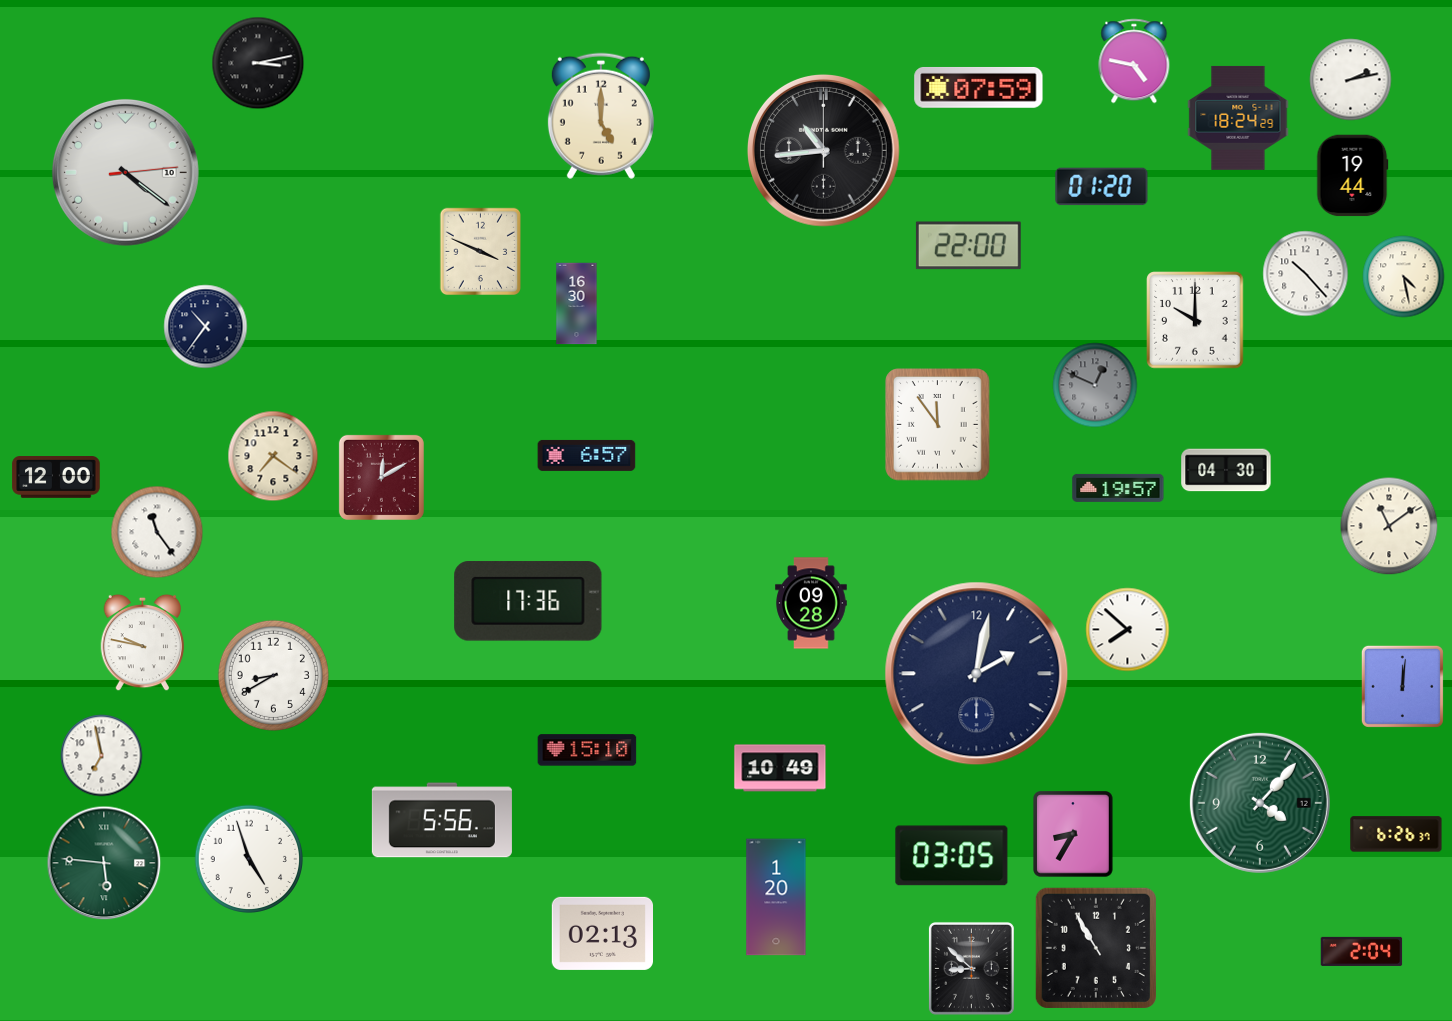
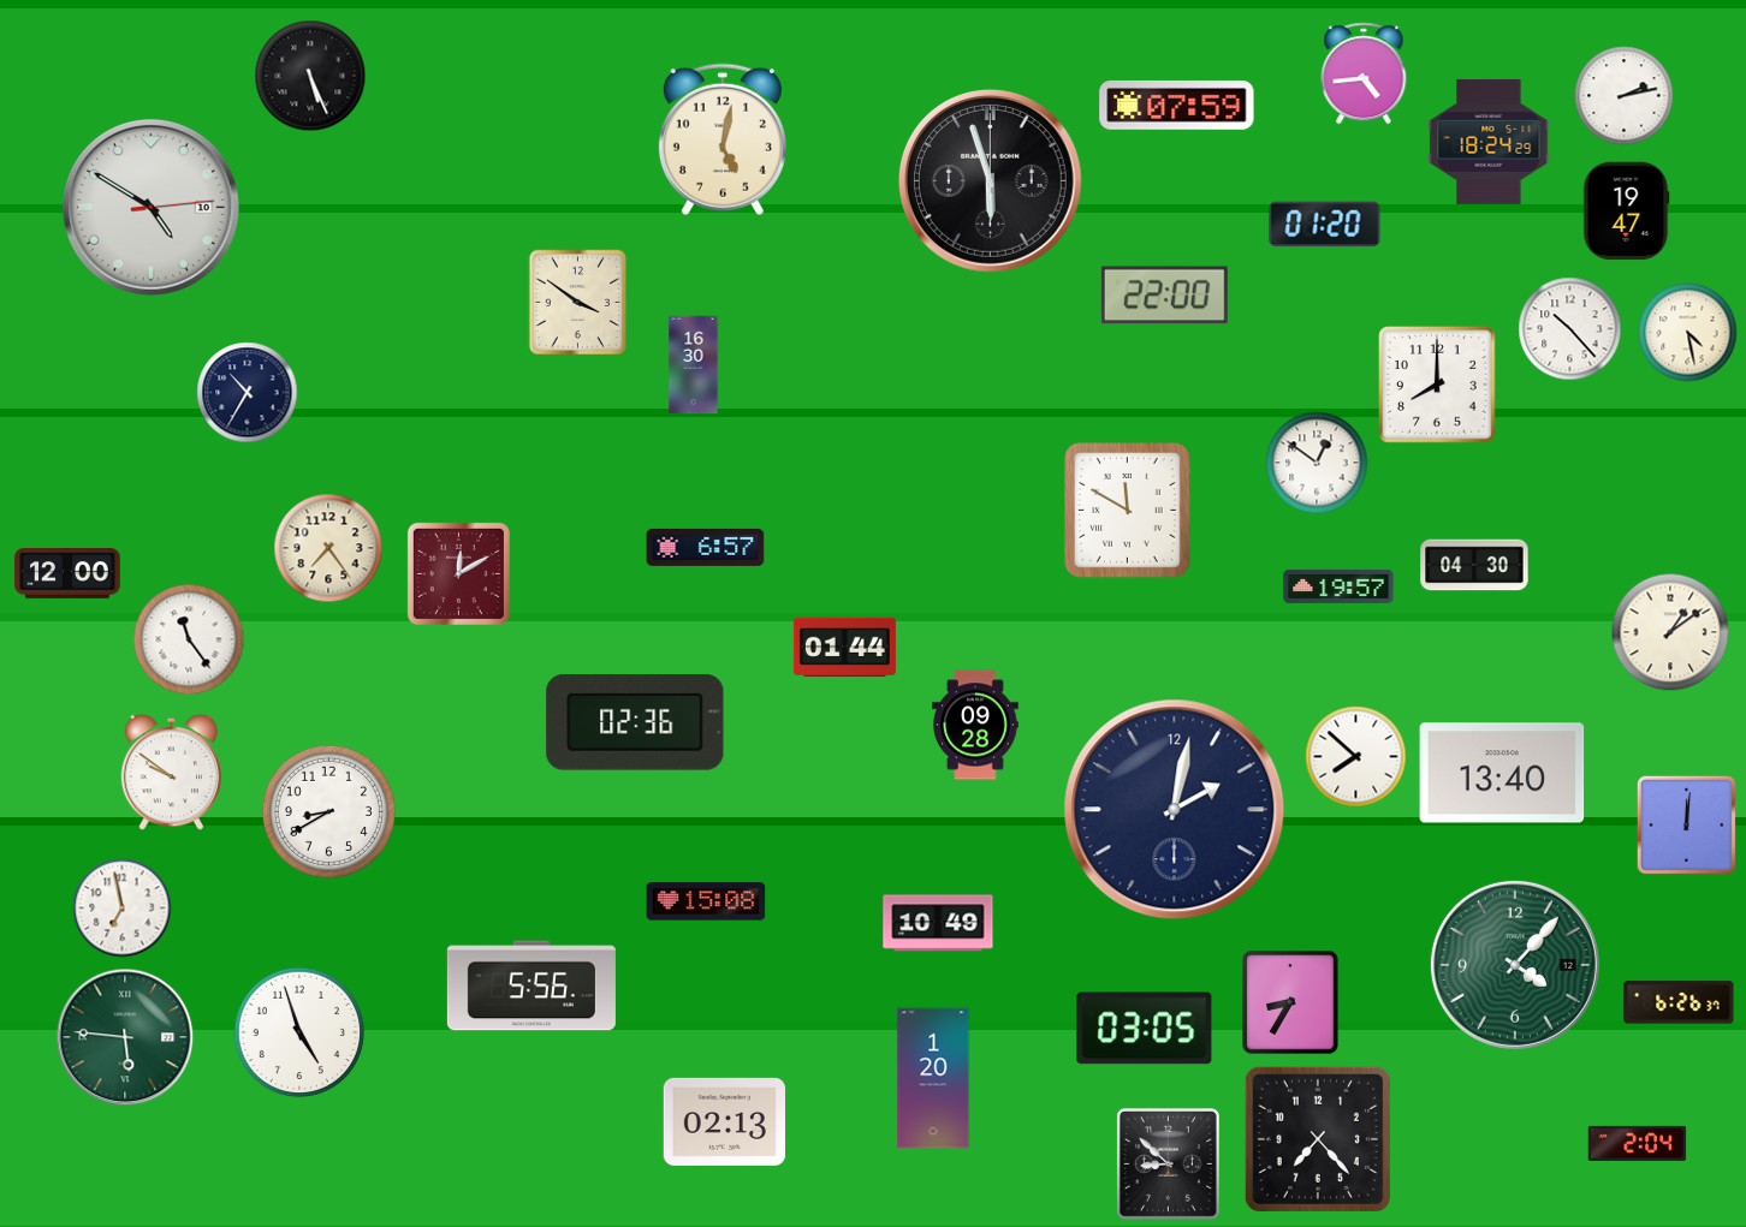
clock at (1134, 61): 4:47 -> 4:44
clock at (258, 63): 3:13 -> 5:26
clock at (601, 116): 5:00 -> 5:02
clock at (824, 151): 10:44 -> 5:57
clock at (125, 172): 4:21 -> 4:50
clock at (1353, 176): 19:44 -> 19:47
clock at (480, 252): 3:49 -> 3:51
clock at (1195, 320): 10:00 -> 8:00
clock at (206, 327): 10:36 -> 10:35
clock at (1095, 385): 12:49 -> 12:51
clock at (1095, 385) dial: grey -> white
clock at (938, 425): 11:54 -> 11:50
clock at (273, 456): 7:21 -> 7:24
clock at (1118, 488) position: (1118, 488) -> (1338, 586)
clock at (1389, 526): 11:09 -> 1:09
clock at (844, 647): none -> 01:44
clock at (528, 601): 17:36 -> 02:36
clock at (143, 643): 9:47 -> 9:51
clock at (1502, 773): none -> 13:40
clock at (587, 750): 15:10 -> 15:08
clock at (1096, 948): 10:55 -> 7:23
